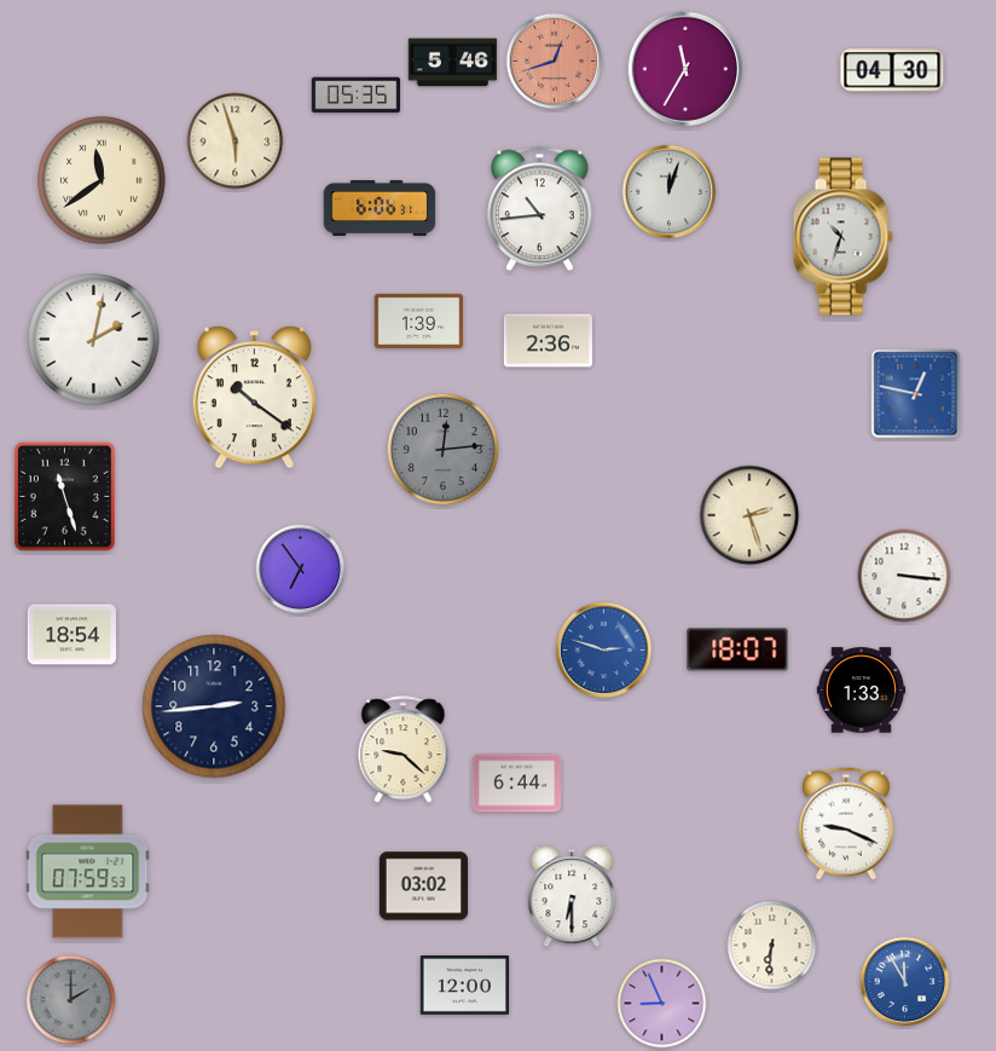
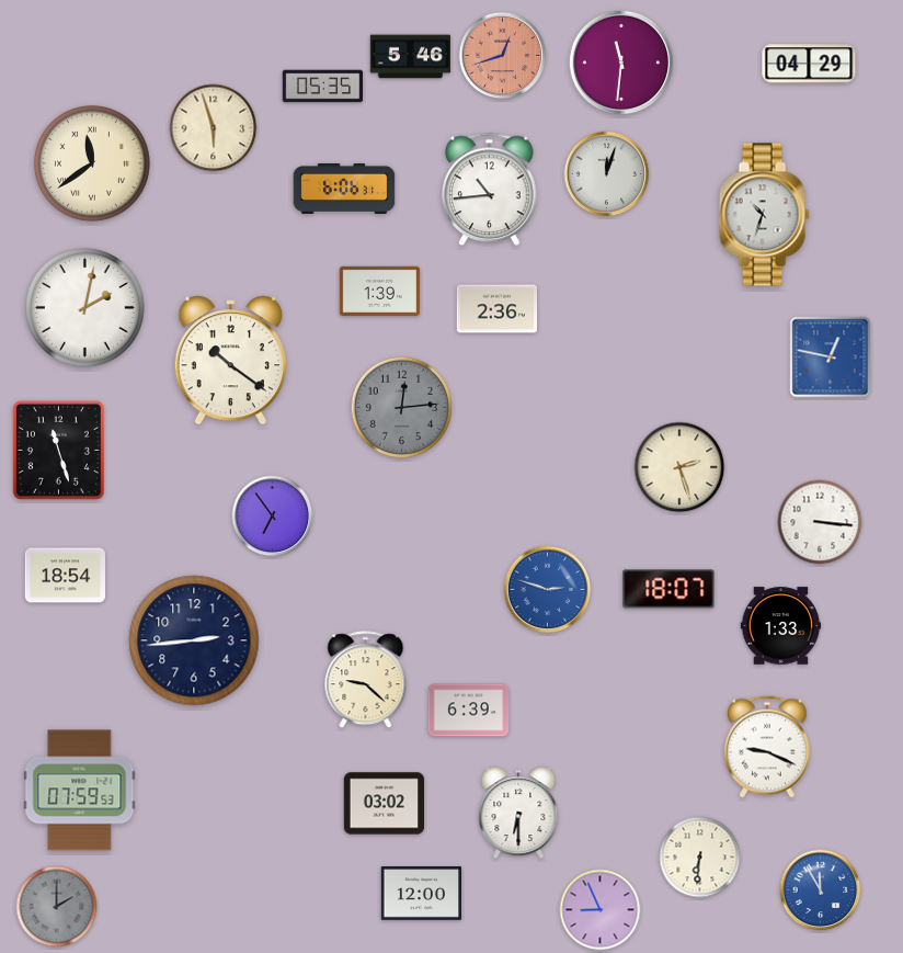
clock at (685, 69): 11:35 -> 11:31
clock at (892, 70): 04:30 -> 04:29
clock at (517, 784): 6:44 -> 6:39
clock at (71, 1000) position: (71, 1000) -> (57, 907)
